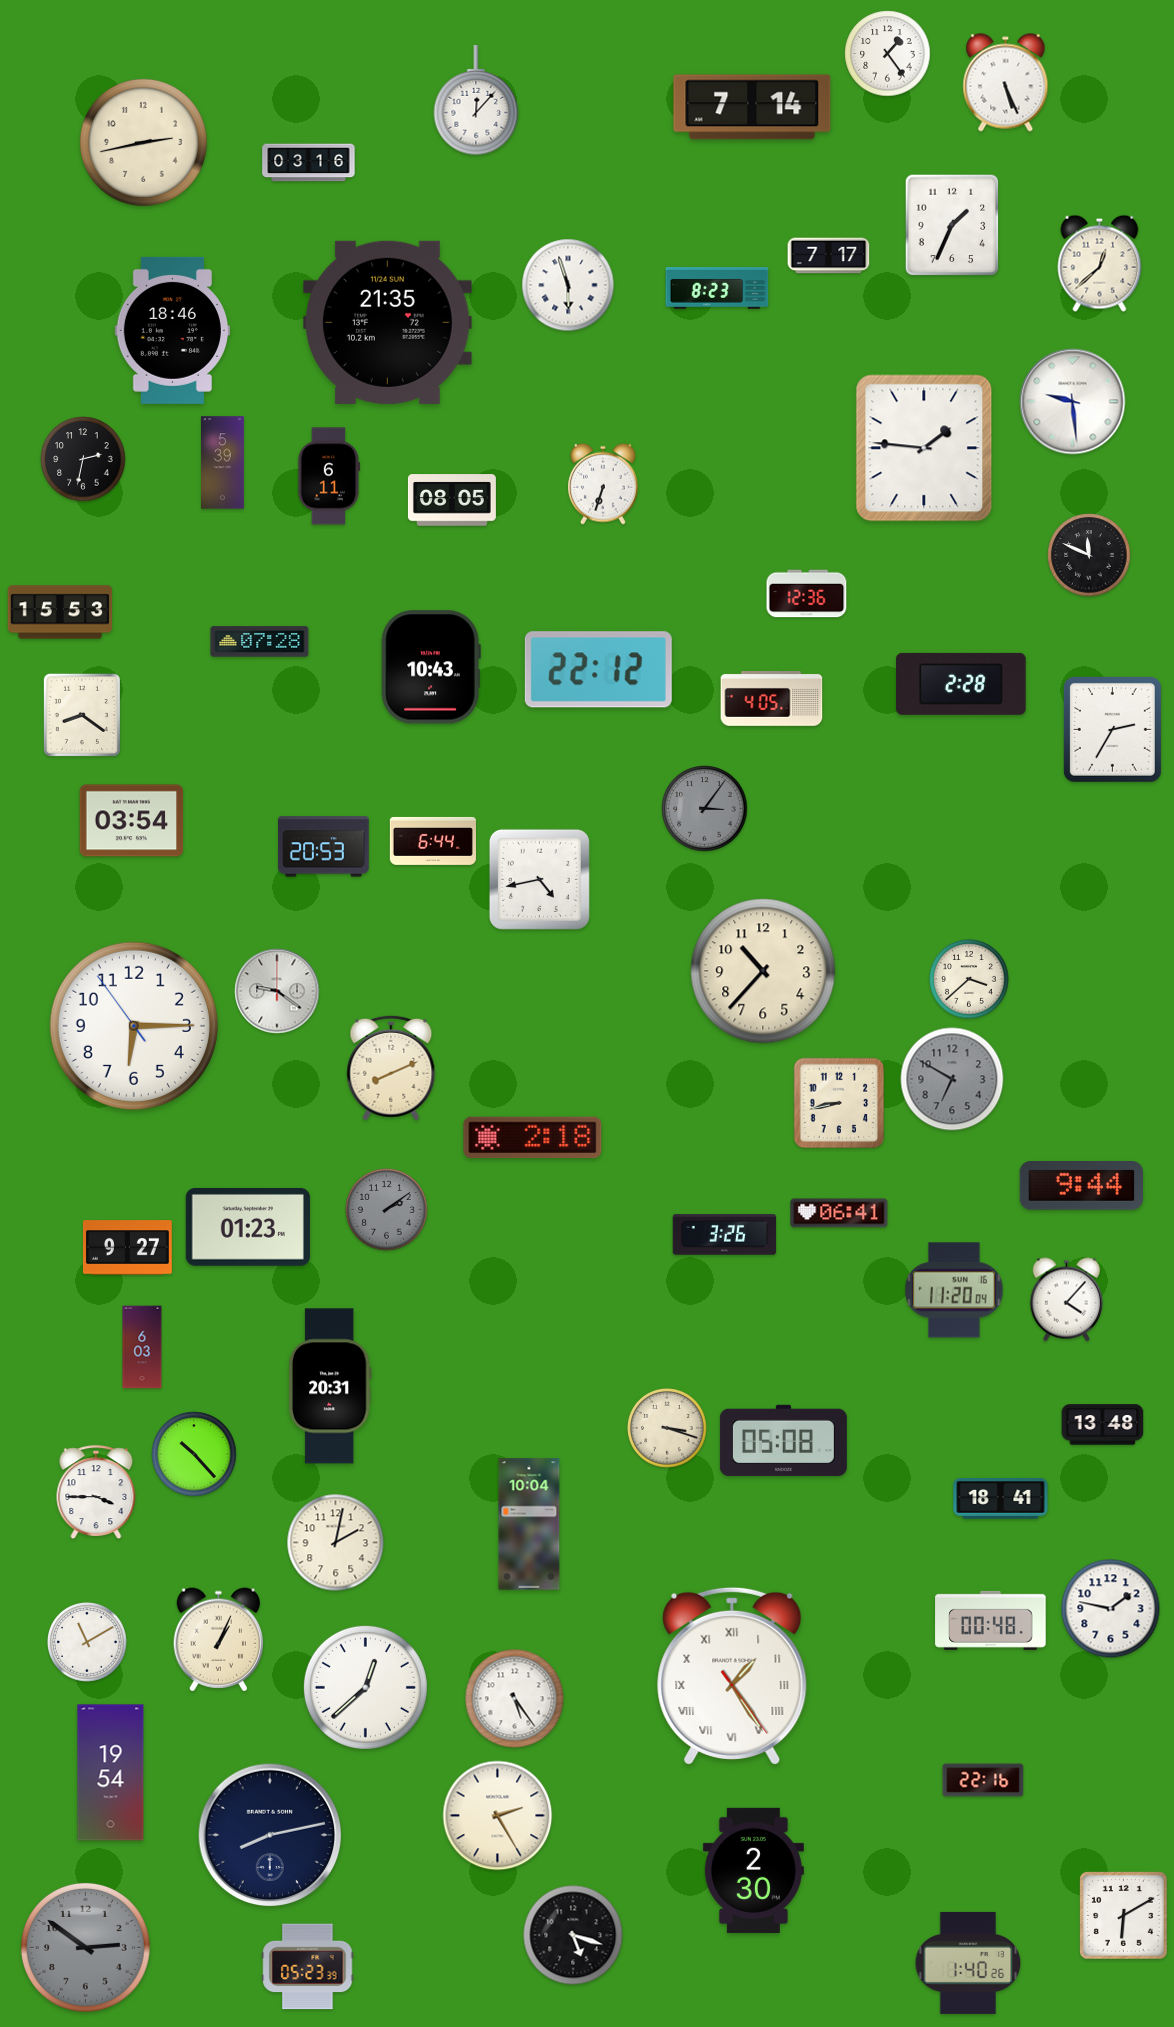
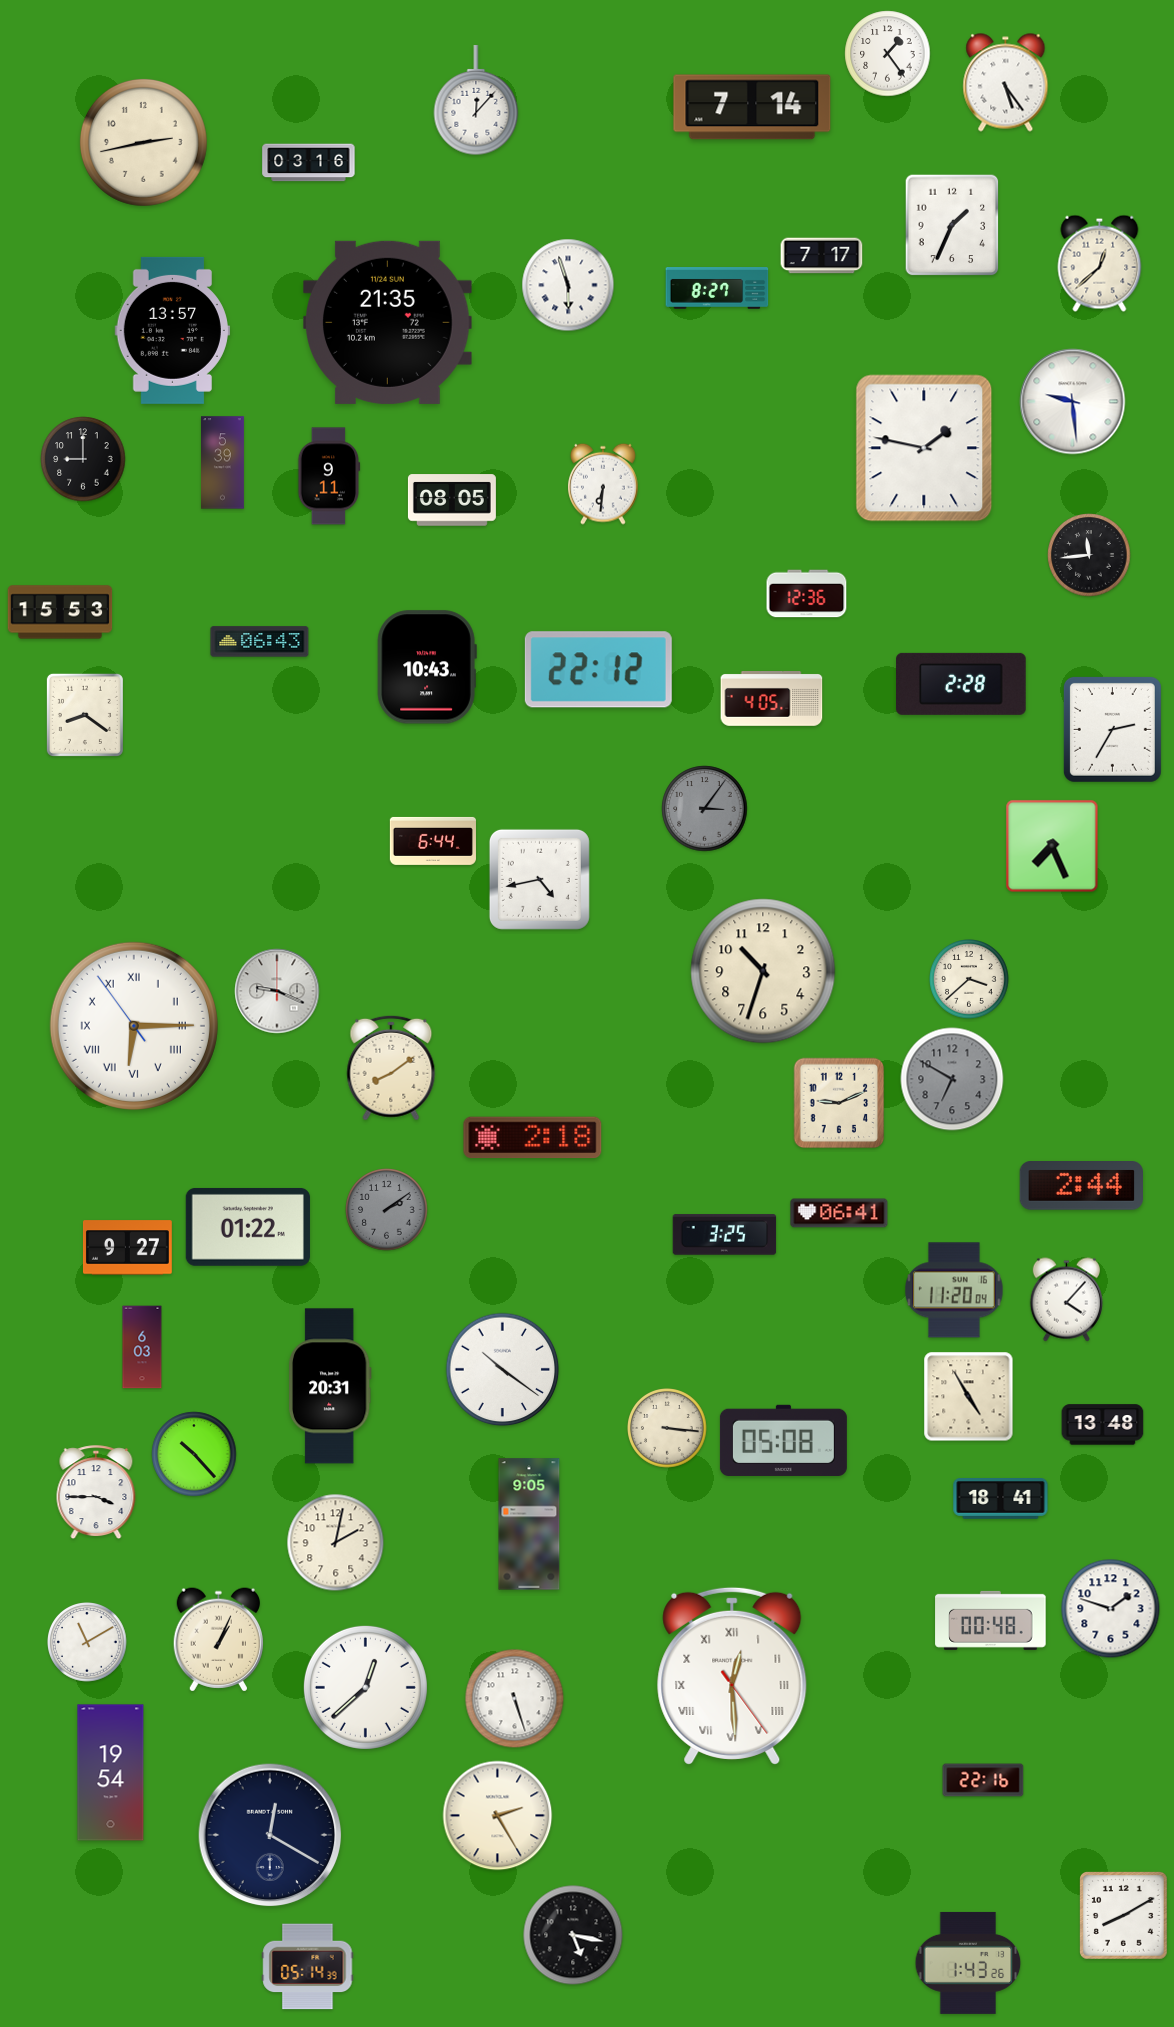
clock at (1006, 83): 5:26 -> 5:24
clock at (829, 256) position: (829, 256) -> (822, 256)
clock at (717, 288): 8:23 -> 8:27
clock at (172, 330): 18:46 -> 13:57
clock at (924, 448): 1:46 -> 1:47
clock at (83, 459): 2:32 -> 9:00
clock at (329, 476): 6:11 -> 9:11
clock at (604, 484): 6:33 -> 6:31
clock at (1089, 555): 11:49 -> 11:44
clock at (260, 642): 07:28 -> 06:43
clock at (431, 667) position: (431, 667) -> (427, 667)
clock at (82, 715) position: (82, 715) -> (85, 715)
clock at (132, 821): 03:54 -> none
clock at (1052, 846): none -> 7:26
clock at (324, 847): 20:53 -> none
clock at (763, 971): 10:37 -> 10:33
clock at (277, 991): 9:21 -> 9:19
clock at (134, 1026) numerals: Arabic -> Roman
clock at (391, 1068): 8:11 -> 8:09
clock at (839, 1103): 8:43 -> 9:11
clock at (1081, 1186): 9:44 -> 2:44
clock at (248, 1227): 01:23 -> 01:22
clock at (725, 1235): 3:26 -> 3:25
clock at (503, 1370): none -> 10:21
clock at (969, 1397): none -> 4:55
clock at (667, 1428): 3:18 -> 3:16
clock at (529, 1524): 10:04 -> 9:05
clock at (1111, 1609): 1:47 -> 1:48
clock at (732, 1676): 1:24 -> 12:29
clock at (515, 1699): 5:24 -> 5:27
clock at (270, 1835): 8:13 -> 12:20
clock at (753, 1870): 2:30 -> none
clock at (1124, 1916): 6:10 -> 8:10
clock at (573, 1935): 5:18 -> 5:17
clock at (85, 1947): 2:51 -> none
clock at (968, 1963): 1:40 -> 1:43
clock at (308, 1967): 05:23 -> 05:14
